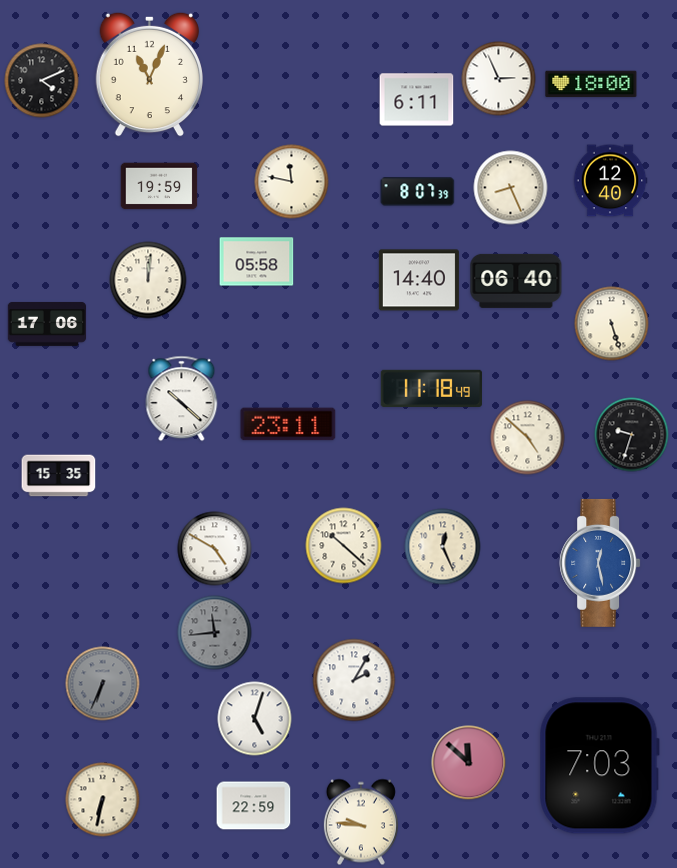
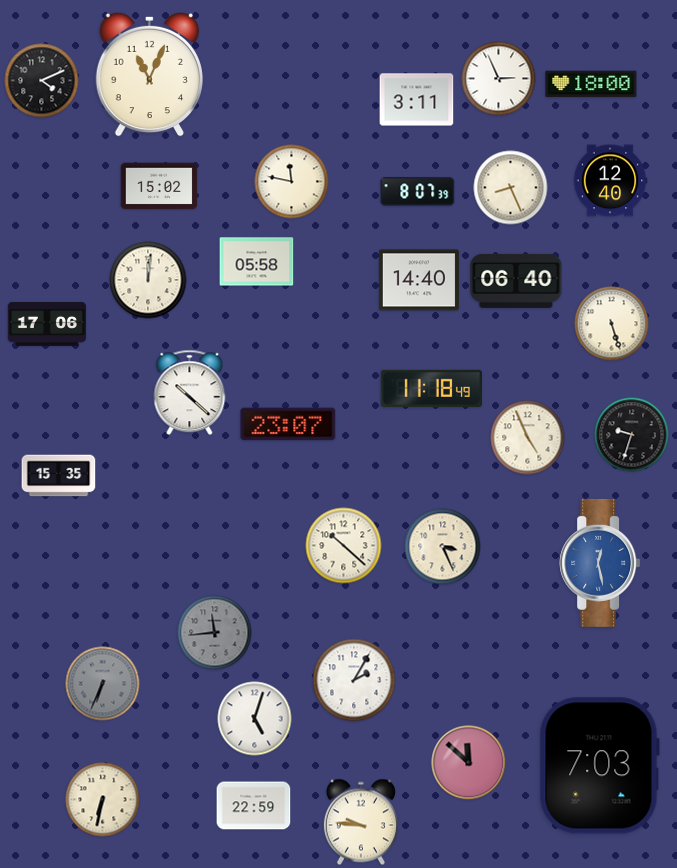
clock at (417, 100): 6:11 -> 3:11
clock at (159, 186): 19:59 -> 15:02
clock at (182, 399) position: (182, 399) -> (190, 393)
clock at (288, 424): 23:11 -> 23:07
clock at (528, 438): 4:52 -> 4:56
clock at (443, 547): 12:26 -> 3:26
clock at (215, 549): 4:50 -> none
